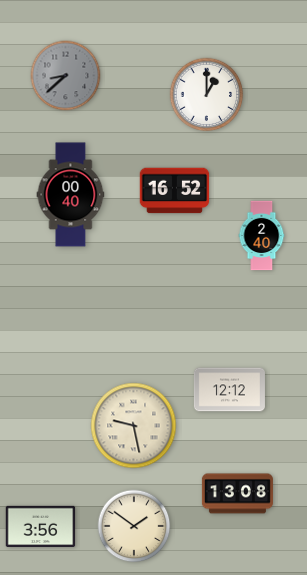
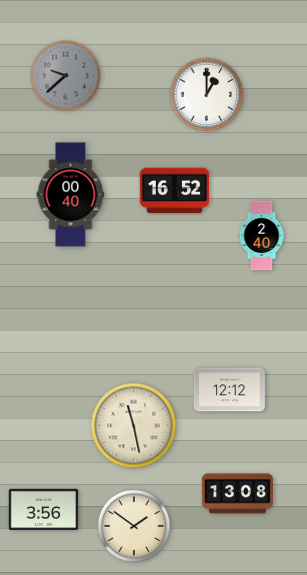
clock at (66, 76): 8:38 -> 9:38
clock at (134, 426): 9:28 -> 11:28
clock at (41, 526) position: (41, 526) -> (44, 509)
